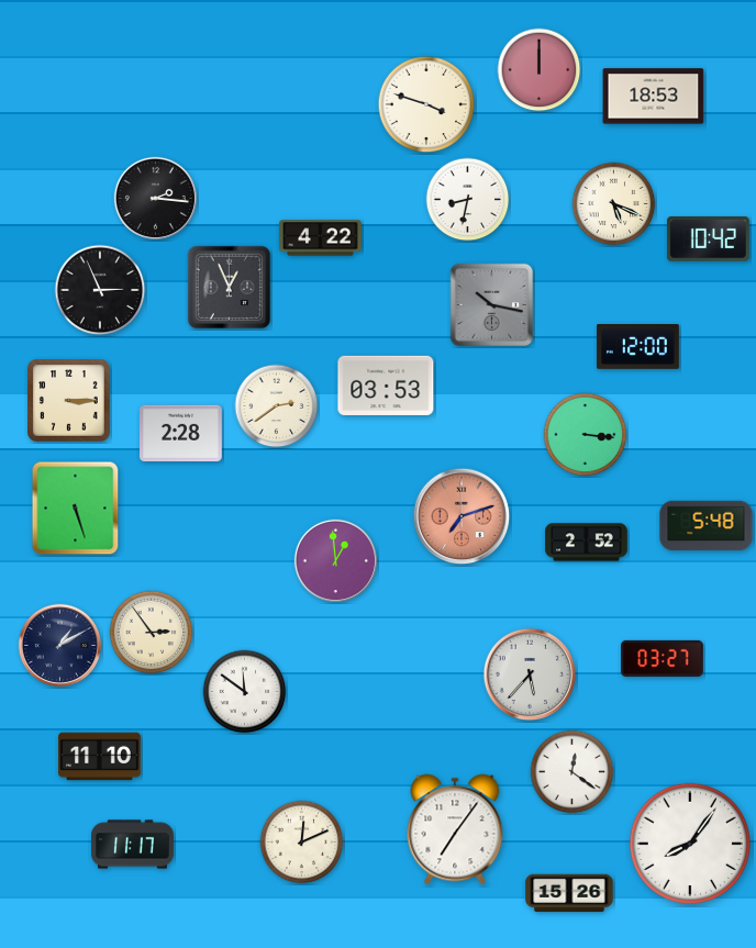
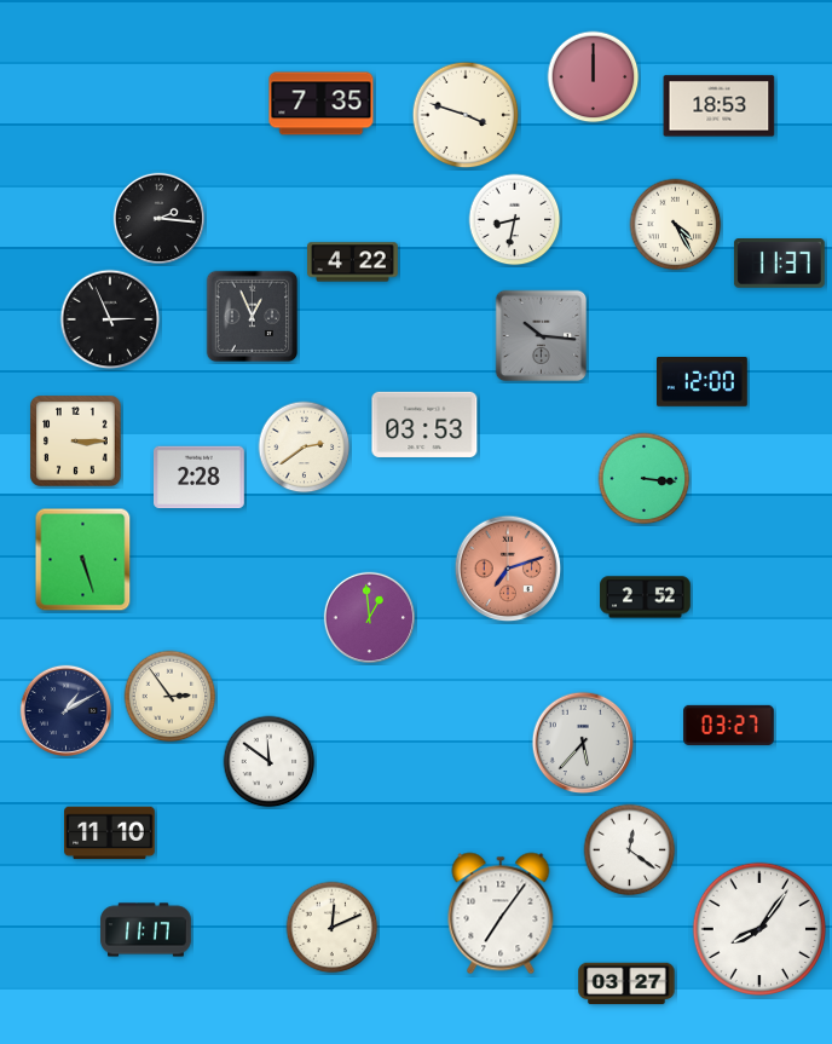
clock at (322, 104): none -> 7:35
clock at (426, 104) position: (426, 104) -> (466, 115)
clock at (155, 198) position: (155, 198) -> (158, 218)
clock at (614, 204): 5:19 -> 4:25
clock at (708, 239): 10:42 -> 11:37
clock at (492, 305): 10:17 -> 10:16
clock at (707, 526): 5:48 -> none
clock at (152, 633) position: (152, 633) -> (171, 697)
clock at (569, 893): 15:26 -> 03:27
